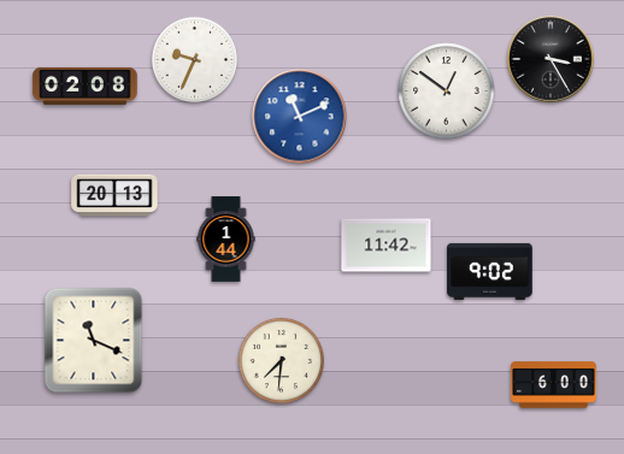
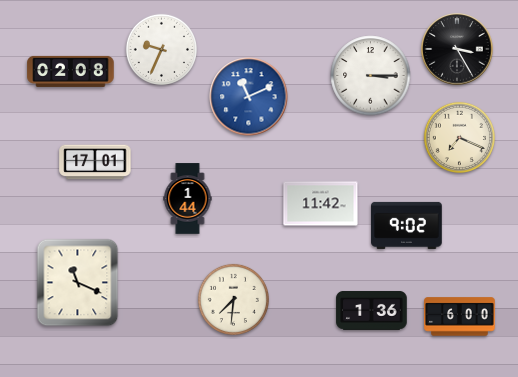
clock at (447, 92): 12:51 -> 3:15
clock at (459, 137): none -> 7:19
clock at (114, 195): 20:13 -> 17:01
clock at (372, 310): none -> 1:36
clock at (554, 385) position: (554, 385) -> (460, 317)
